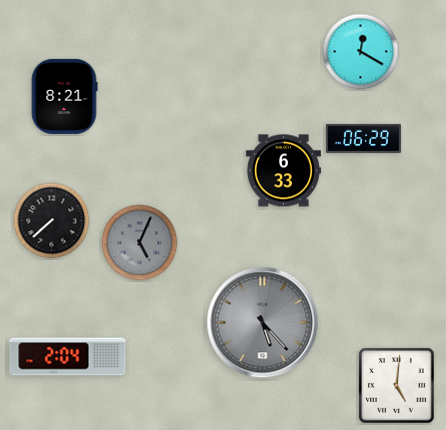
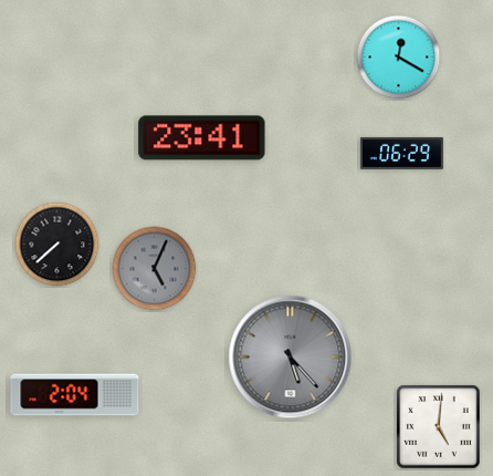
clock at (64, 96): 8:21 -> none
clock at (202, 138): none -> 23:41
clock at (283, 171): 6:33 -> none
